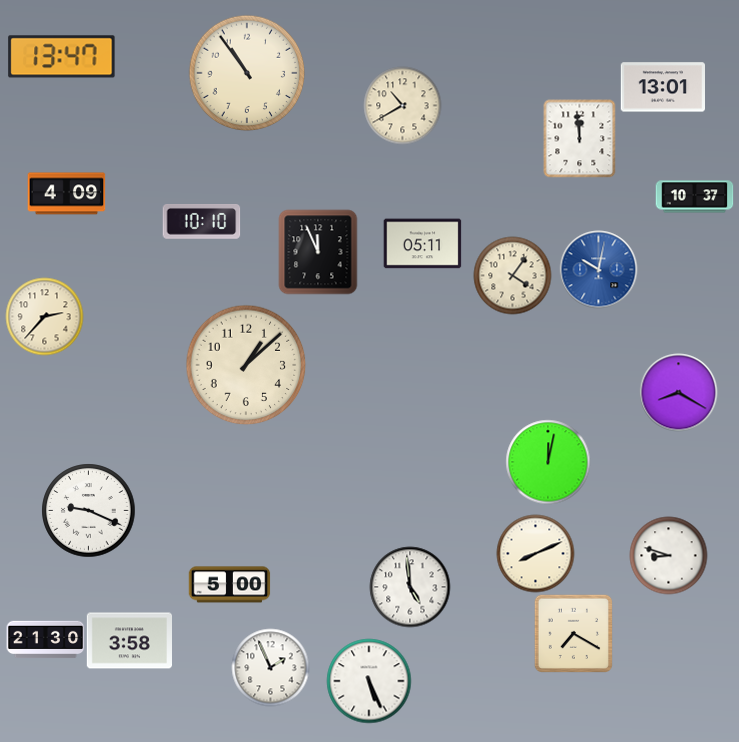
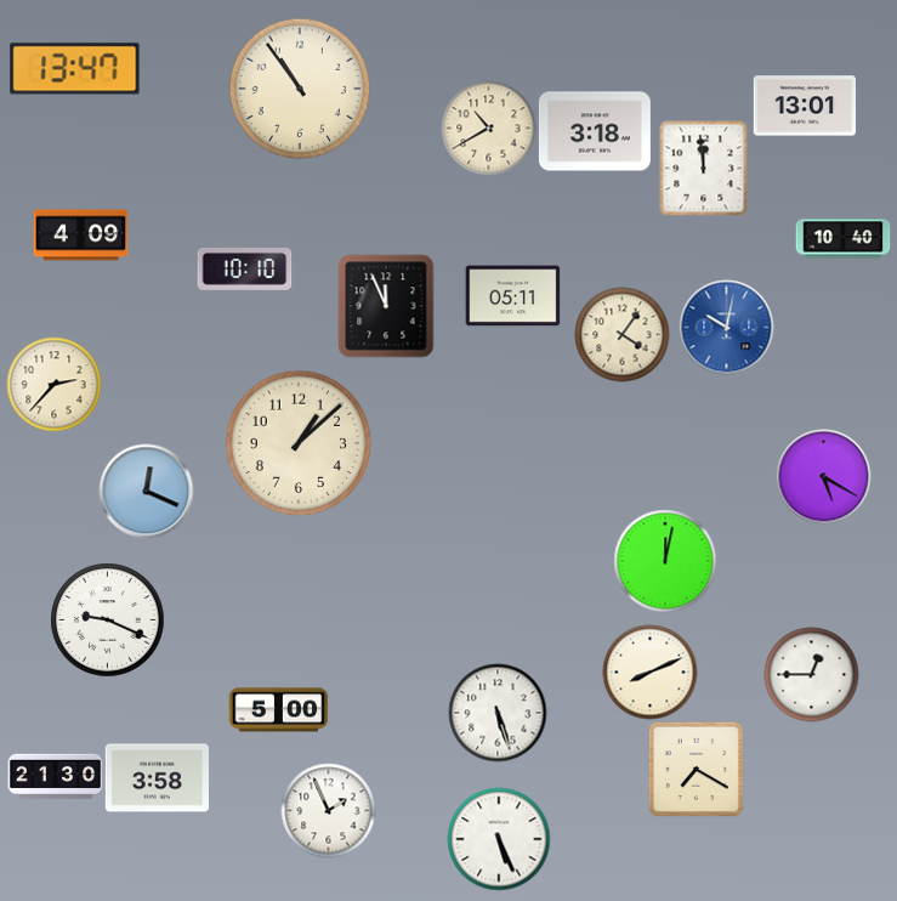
clock at (595, 131): none -> 3:18
clock at (694, 197): 10:37 -> 10:40
clock at (678, 392): 8:20 -> 5:20
clock at (146, 491): none -> 12:19
clock at (668, 555): 8:48 -> 12:45
clock at (410, 587): 4:59 -> 5:27
clock at (369, 681) position: (369, 681) -> (499, 839)
